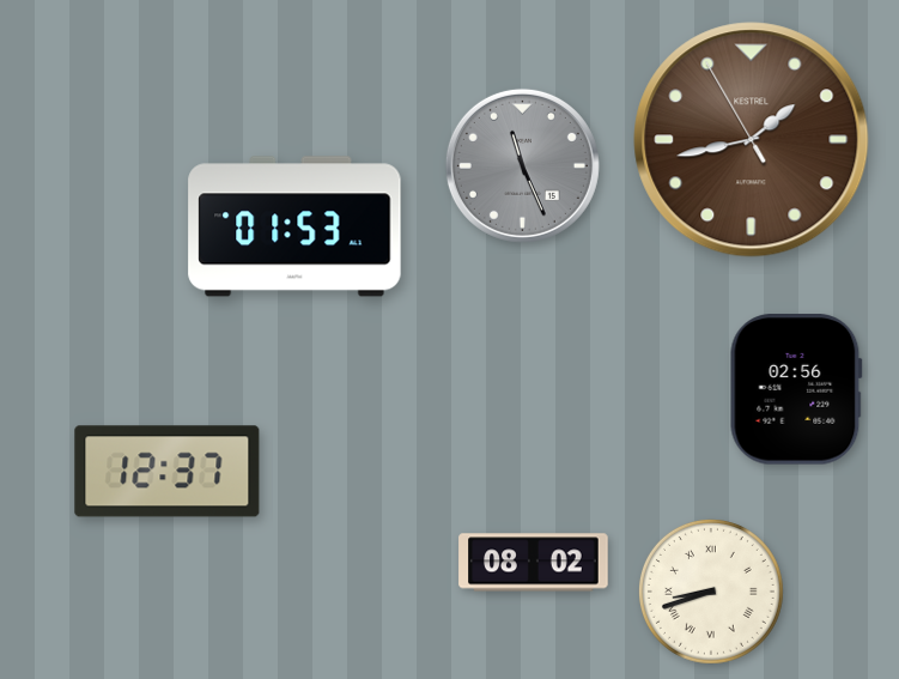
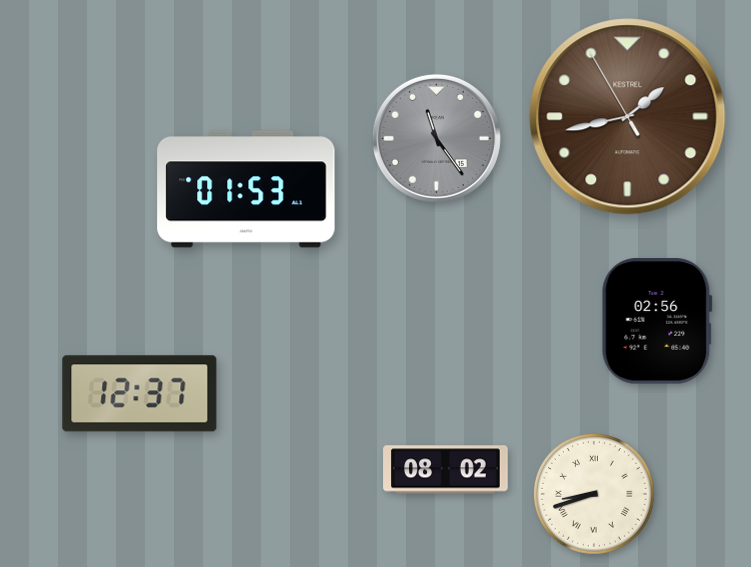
clock at (522, 165): 11:26 -> 11:24
clock at (796, 389) position: (796, 389) -> (657, 321)
